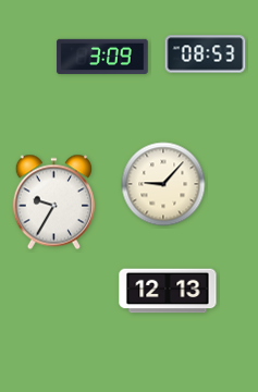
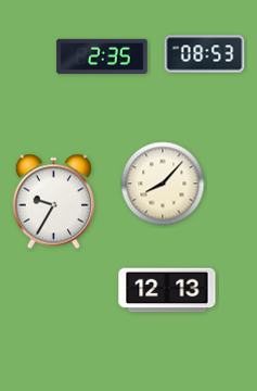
clock at (102, 57): 3:09 -> 2:35
clock at (163, 184): 9:07 -> 8:07
